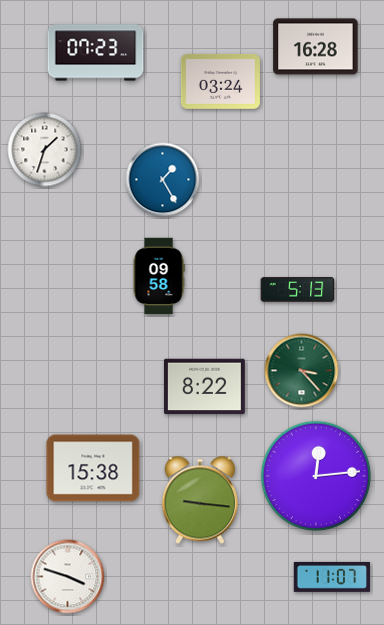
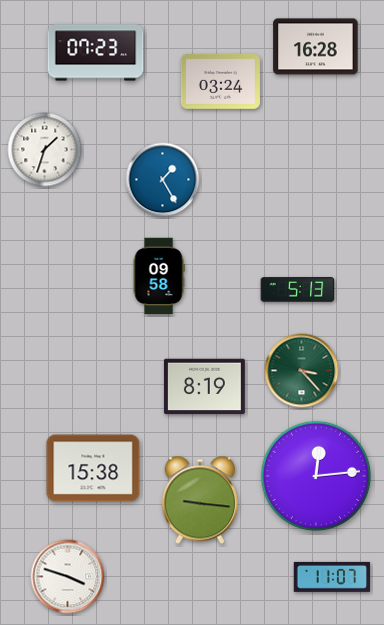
clock at (204, 387): 8:22 -> 8:19
